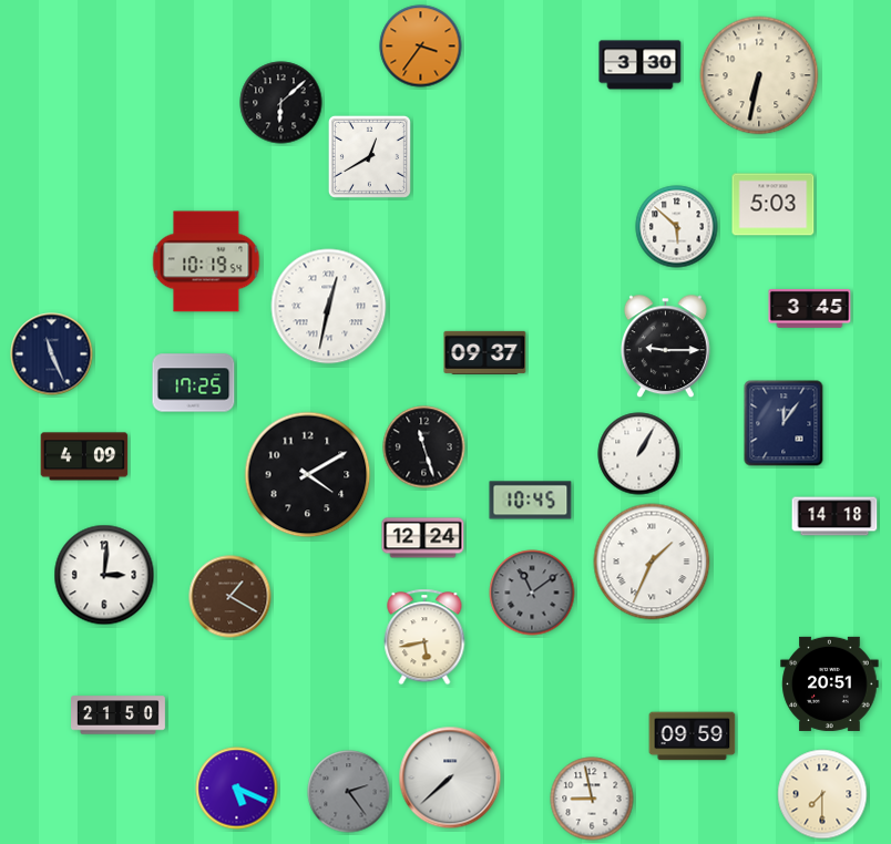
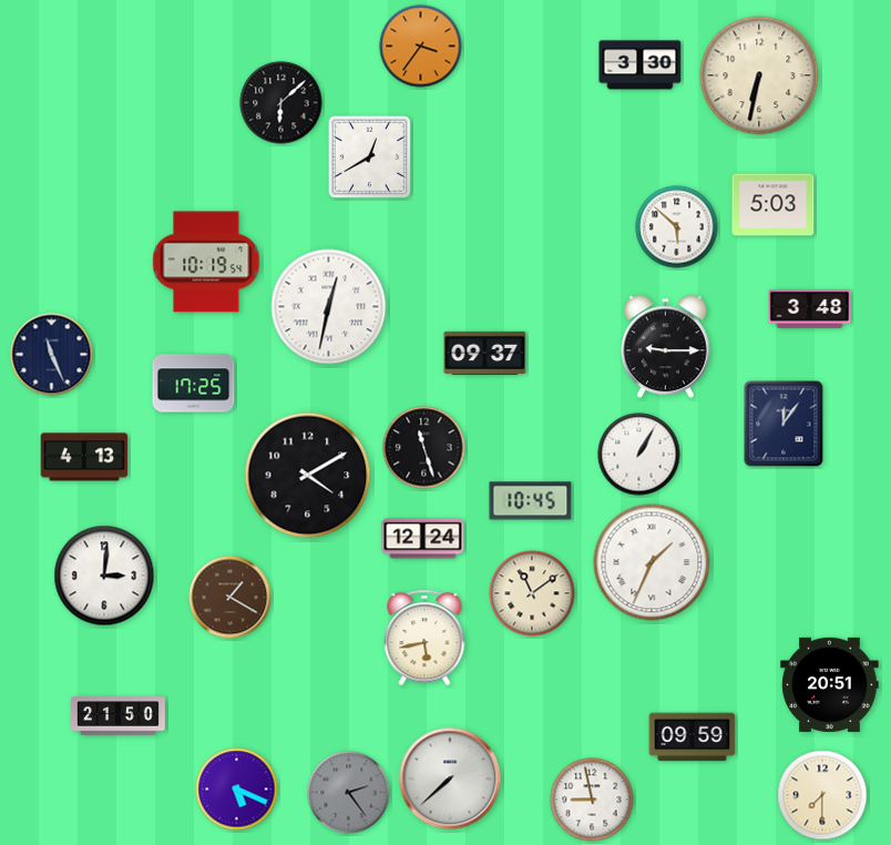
clock at (810, 308): 3:45 -> 3:48
clock at (84, 456): 4:09 -> 4:13
clock at (834, 516): 14:18 -> none
clock at (532, 593) dial: grey -> cream
